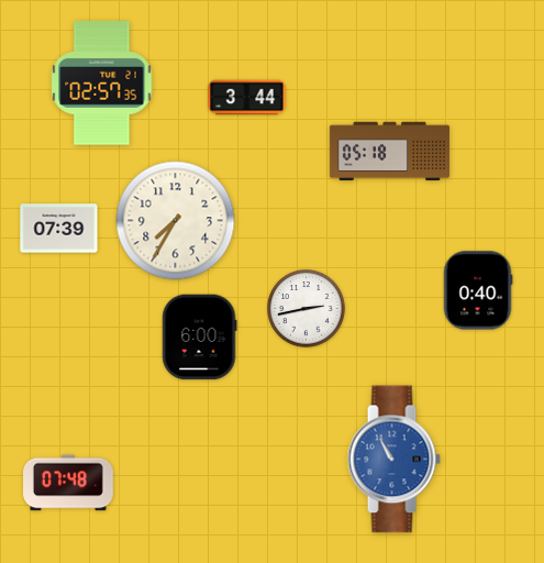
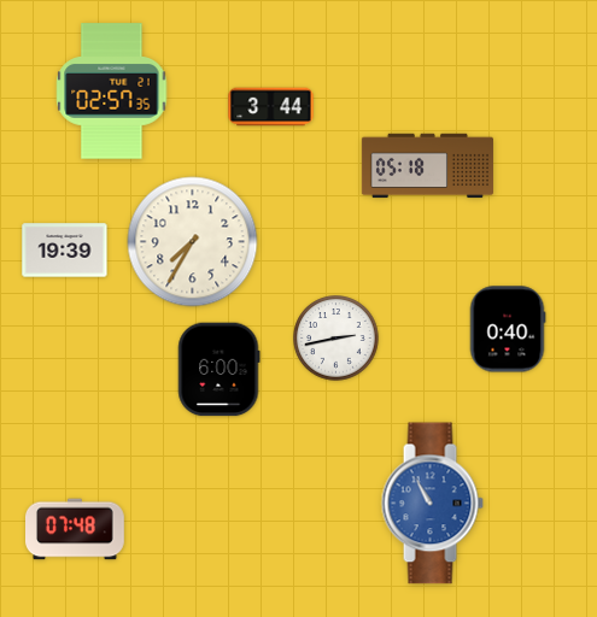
clock at (59, 229): 07:39 -> 19:39
clock at (478, 290) position: (478, 290) -> (508, 329)
